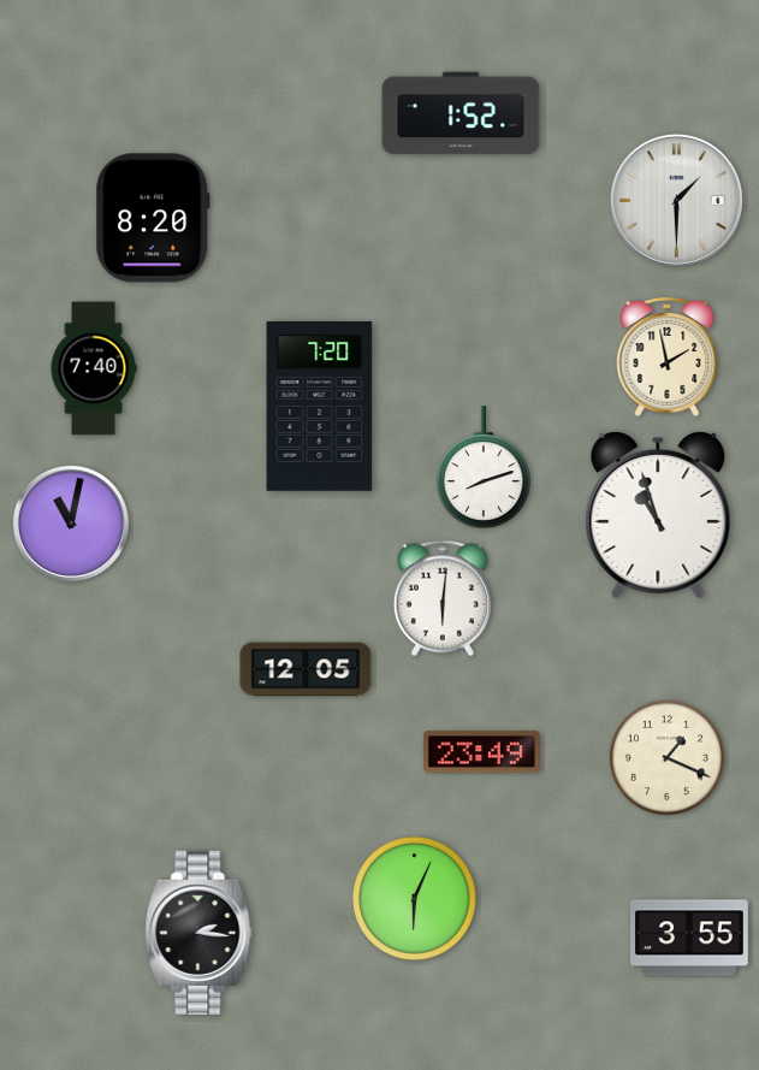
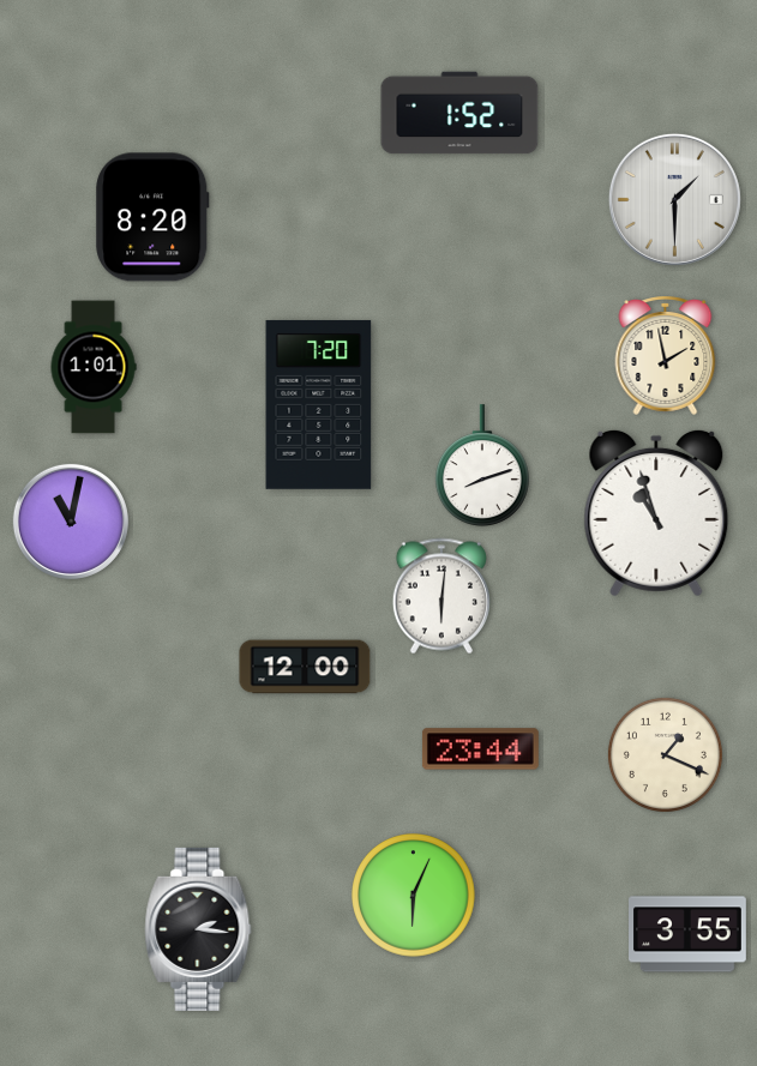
clock at (94, 368): 7:40 -> 1:01
clock at (306, 669): 12:05 -> 12:00
clock at (481, 752): 23:49 -> 23:44
